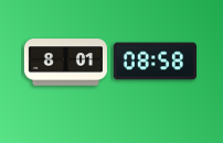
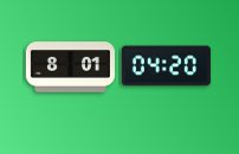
clock at (155, 62): 08:58 -> 04:20
